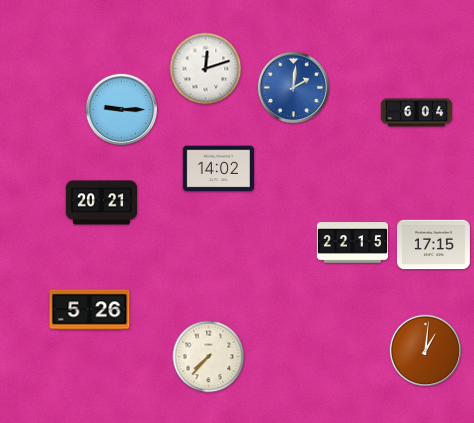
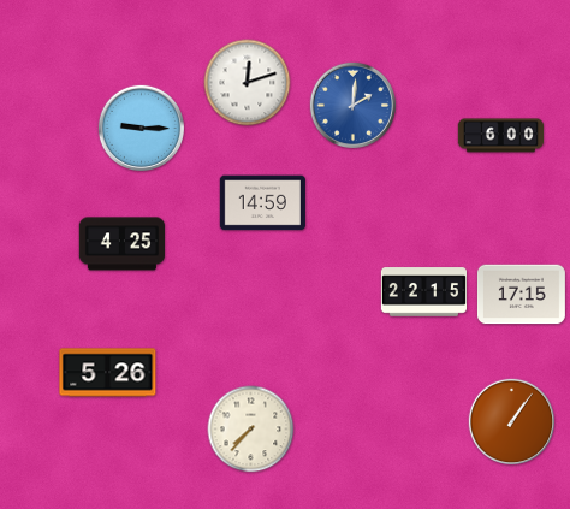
clock at (121, 109) position: (121, 109) -> (141, 128)
clock at (416, 113): 6:04 -> 6:00
clock at (218, 169): 14:02 -> 14:59
clock at (101, 203): 20:21 -> 4:25
clock at (425, 350): 1:01 -> 1:06
